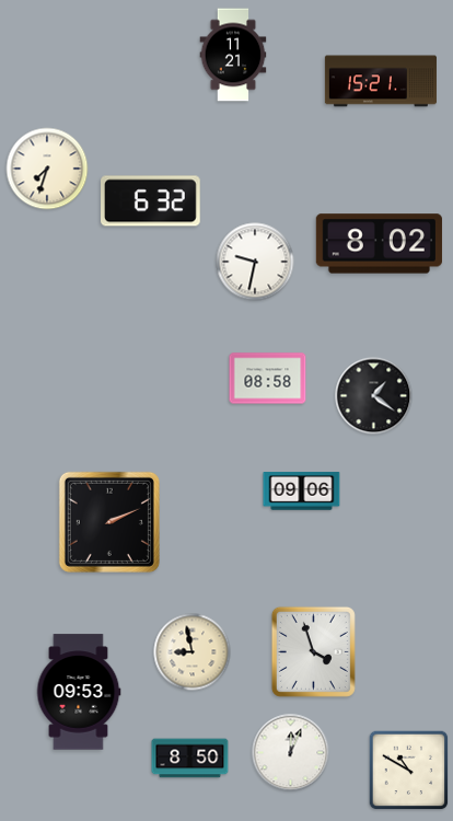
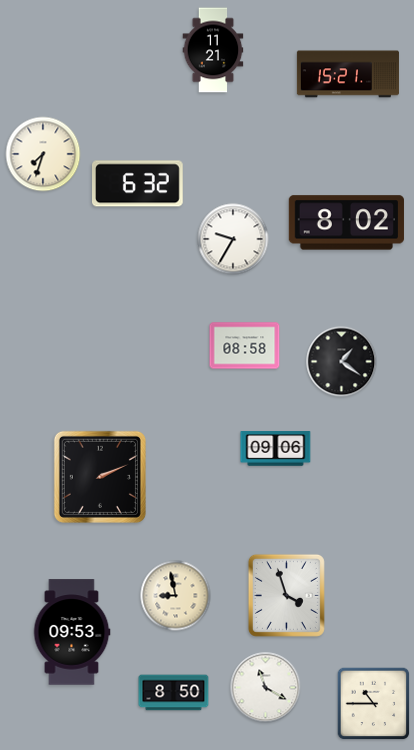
clock at (255, 262): 9:32 -> 9:35
clock at (291, 753): 12:04 -> 11:20
clock at (409, 771): 10:50 -> 10:45
